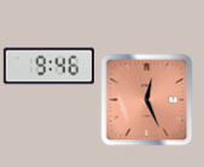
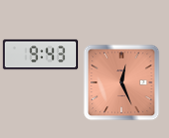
clock at (48, 67): 9:46 -> 9:43
